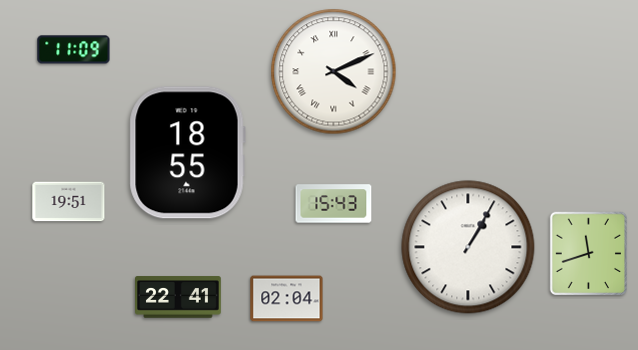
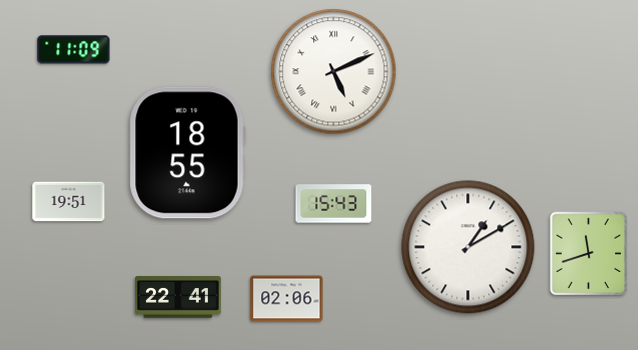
clock at (334, 72): 4:11 -> 5:11
clock at (468, 247): 1:05 -> 1:10
clock at (287, 299): 02:04 -> 02:06
